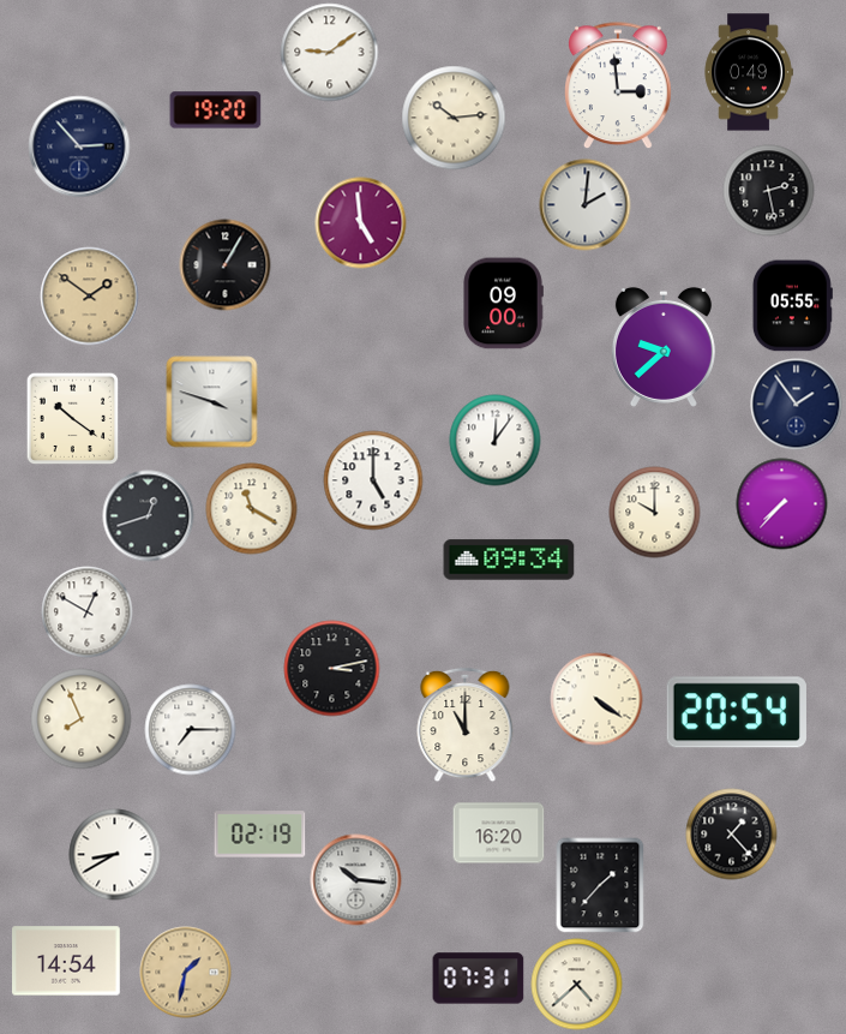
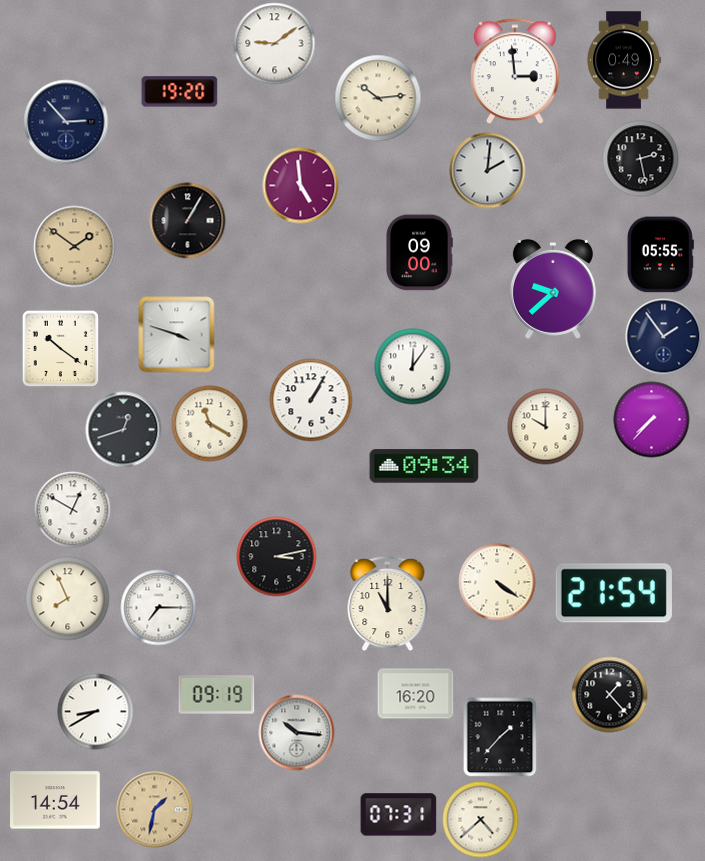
clock at (373, 480): 5:00 -> 1:05
clock at (737, 712): 20:54 -> 21:54
clock at (260, 835): 02:19 -> 09:19
